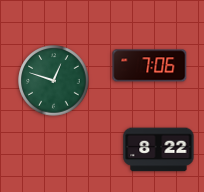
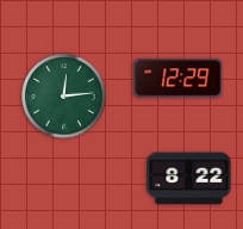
clock at (150, 66): 7:06 -> 12:29
clock at (54, 81): 12:48 -> 12:14
